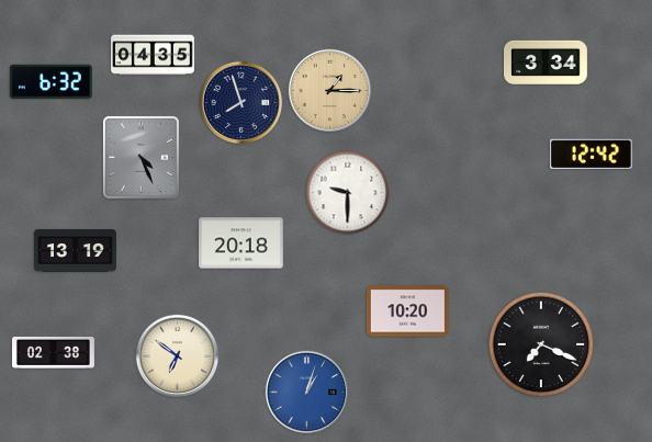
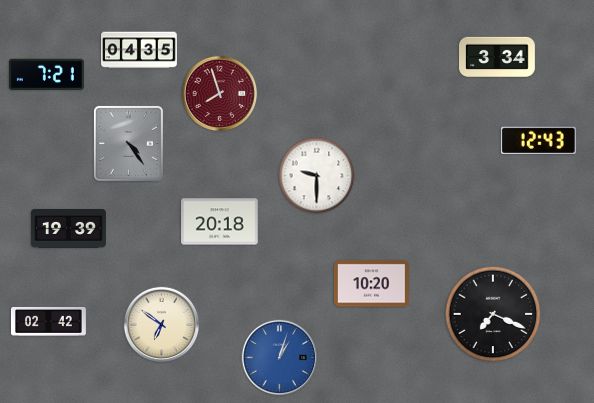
clock at (50, 81): 6:32 -> 7:21
clock at (330, 91): 1:15 -> none
clock at (241, 103) dial: navy -> burgundy
clock at (591, 154): 12:42 -> 12:43
clock at (140, 157): 4:26 -> 4:24
clock at (75, 251): 13:19 -> 19:39
clock at (54, 352): 02:38 -> 02:42
